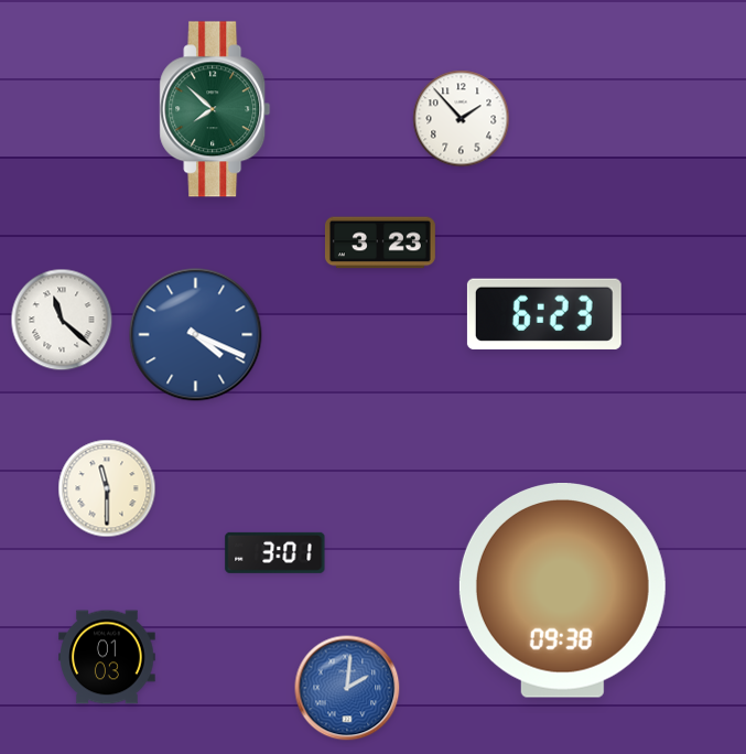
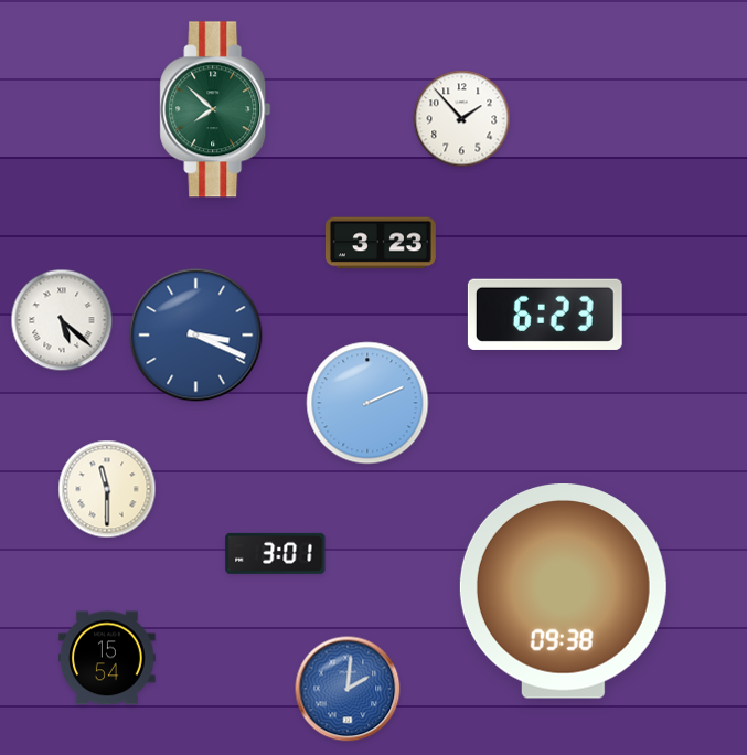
clock at (62, 320): 11:22 -> 5:22
clock at (196, 335): 4:19 -> 3:19
clock at (367, 403): none -> 2:11
clock at (107, 657): 01:03 -> 15:54
